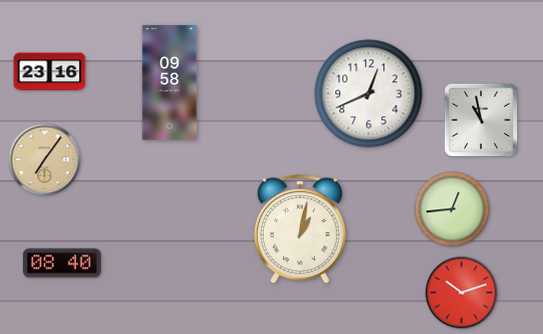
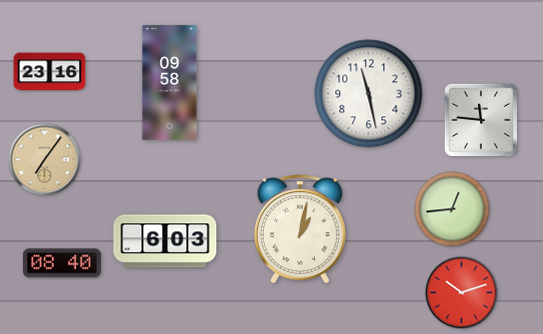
clock at (369, 94): 12:41 -> 11:28
clock at (480, 119): 10:58 -> 11:46
clock at (165, 241): none -> 6:03
